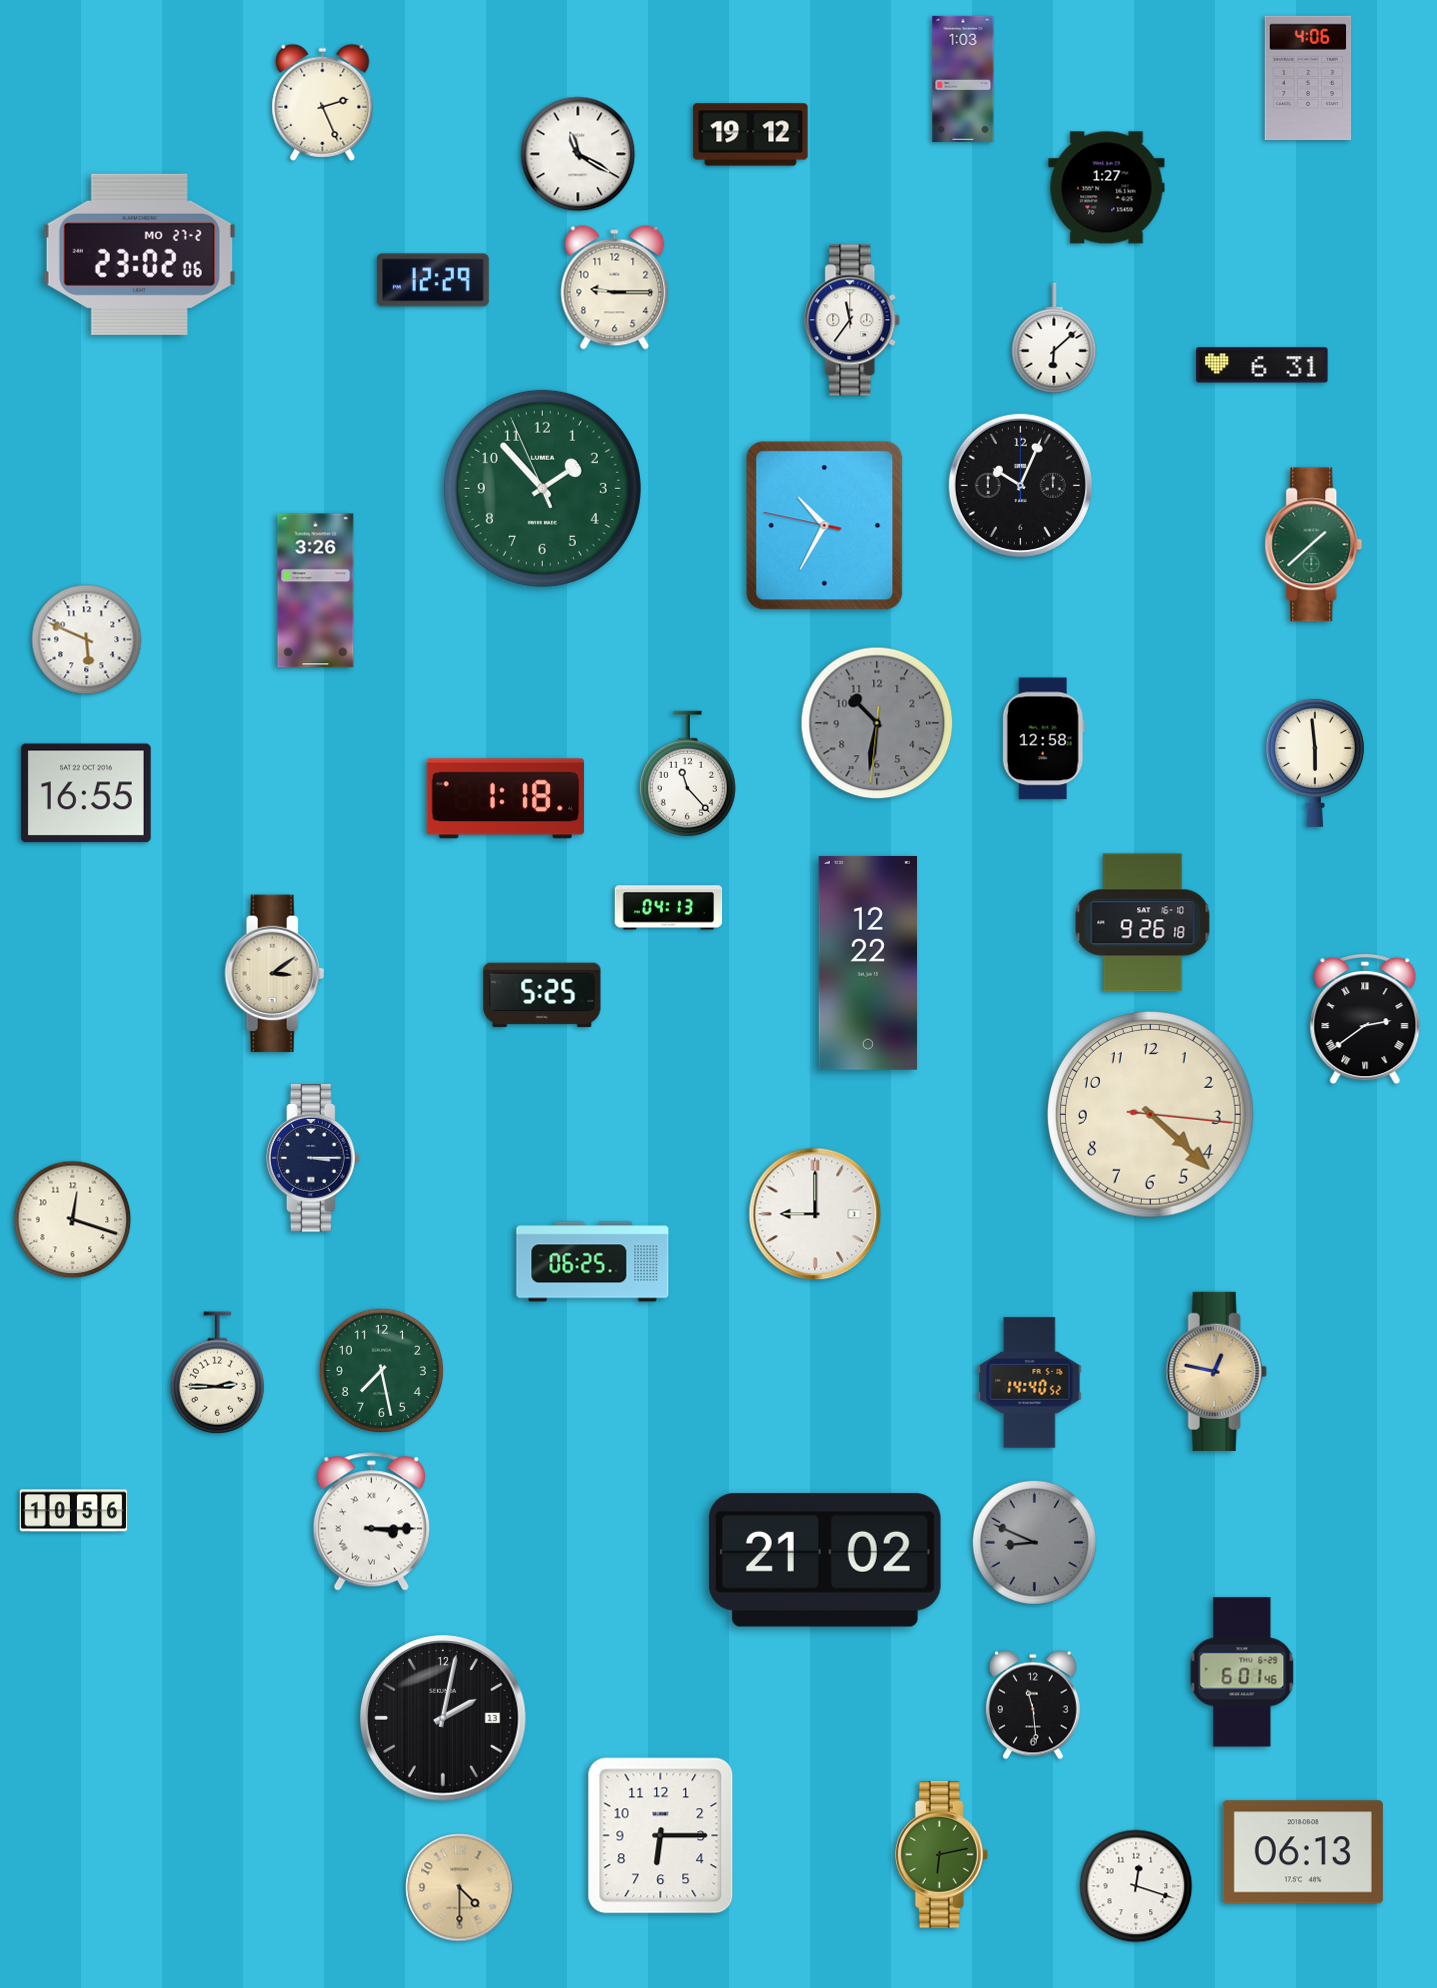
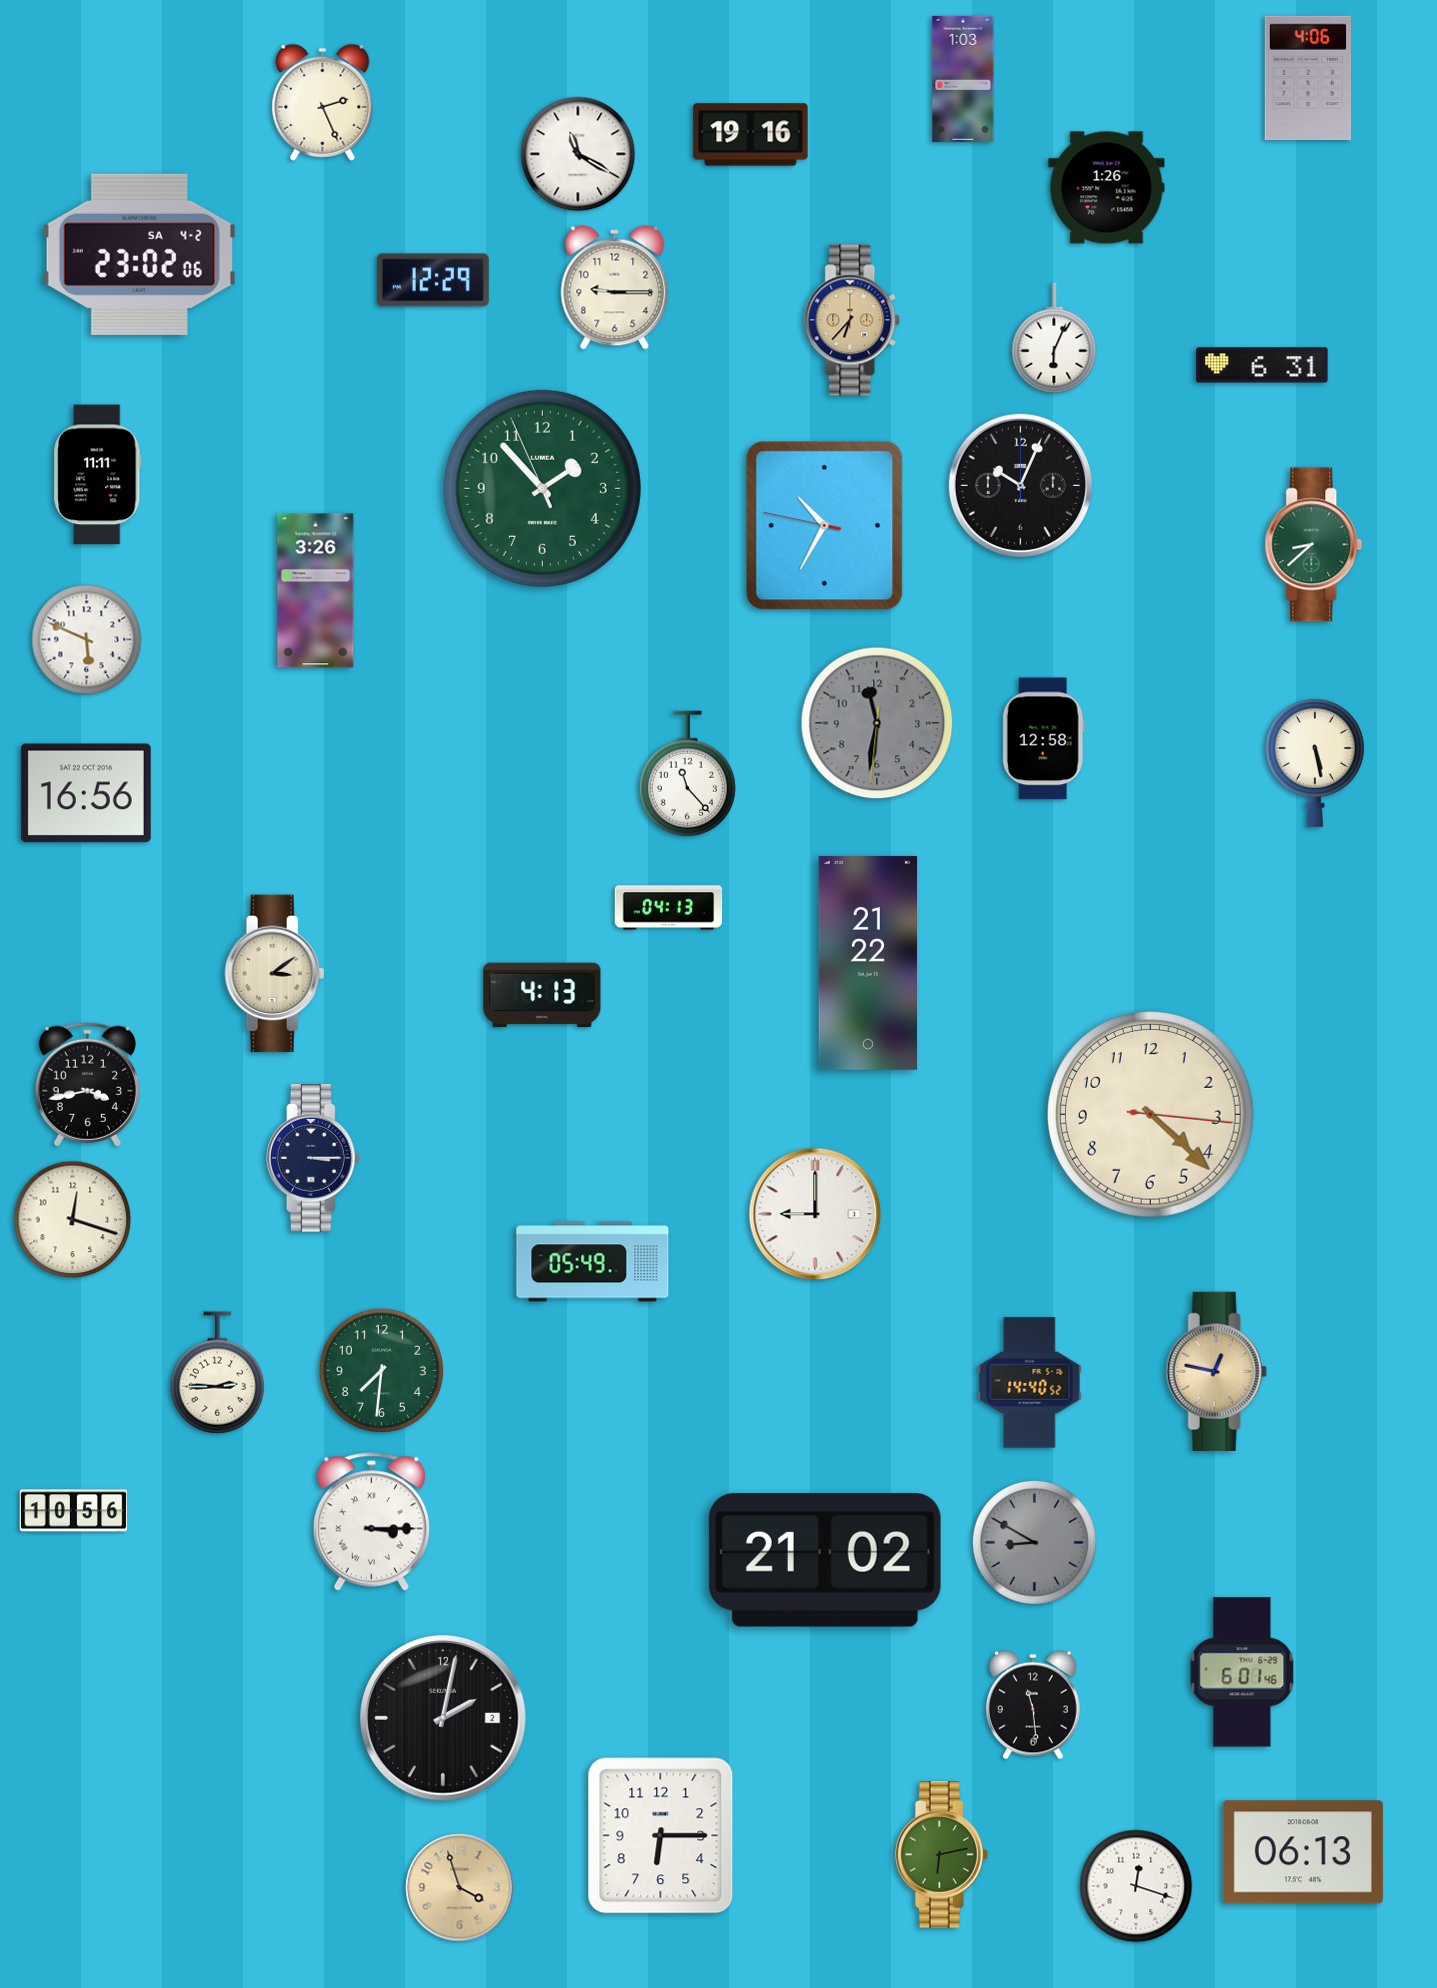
clock at (751, 135): 19:12 -> 19:16
clock at (1107, 188): 1:27 -> 1:26
clock at (139, 254) date: MO 27-2 -> SA 4-2
clock at (853, 320): 11:36 -> 6:37
clock at (853, 320) dial: white -> champagne
clock at (1054, 338): 6:08 -> 6:04
clock at (98, 475): none -> 11:11
clock at (1314, 545): 1:38 -> 8:38
clock at (877, 723): 10:31 -> 11:31
clock at (1315, 762): 5:59 -> 5:28
clock at (86, 793): 16:55 -> 16:56
clock at (506, 799): 1:18 -> none
clock at (1143, 923): 9:26 -> none
clock at (868, 963): 12:22 -> 21:22
clock at (542, 995): 5:25 -> 4:13
clock at (1365, 1019): 2:39 -> none
clock at (87, 1084): none -> 3:43
clock at (593, 1262): 06:25 -> 05:49
clock at (381, 1370): 7:28 -> 7:31
clock at (1034, 1542): 8:49 -> 8:50
clock at (443, 1718) date: 13 -> 2
clock at (460, 1888): 4:30 -> 3:57
